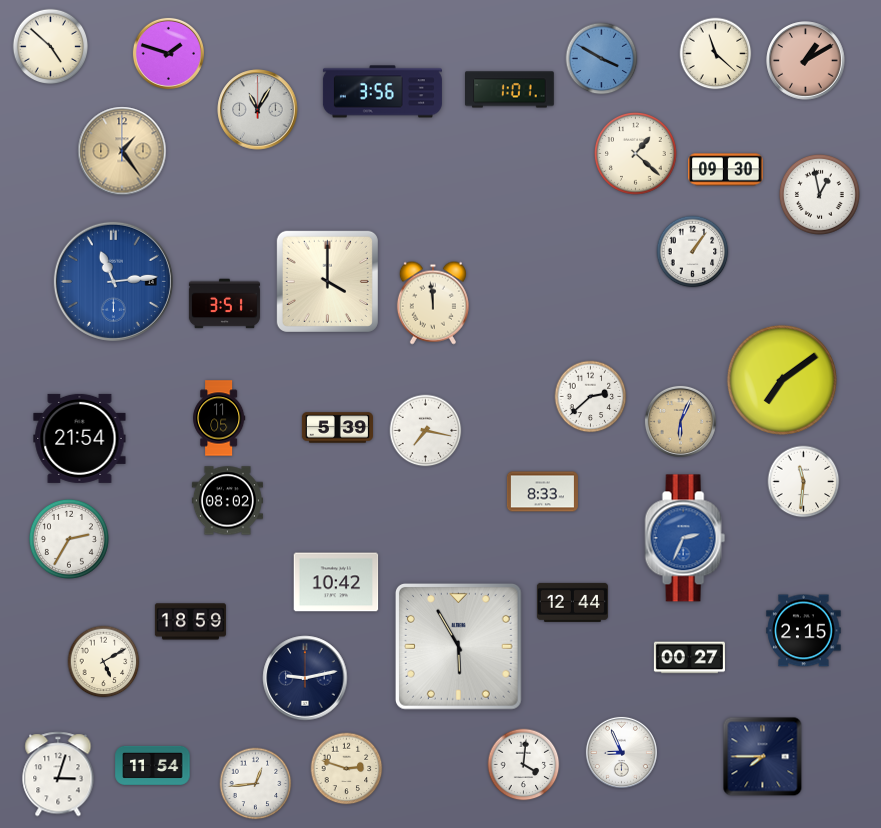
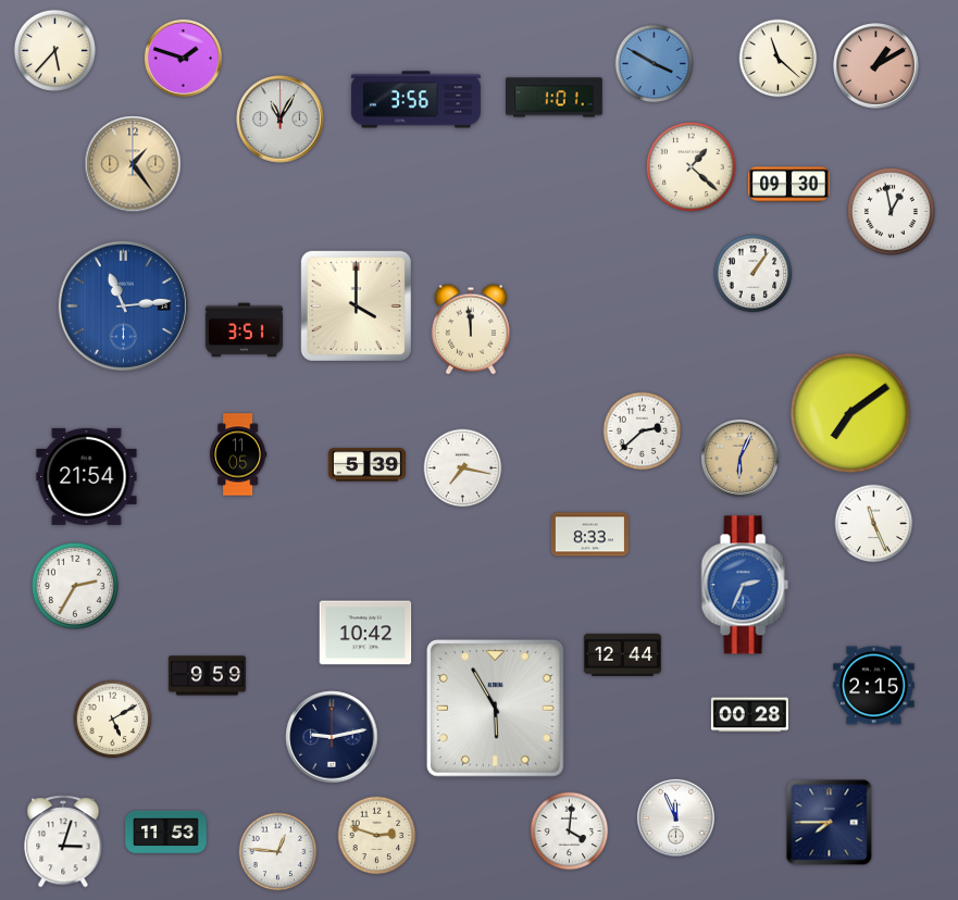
clock at (51, 47): 4:52 -> 5:37
clock at (804, 482): 11:31 -> 11:26
clock at (227, 501): 08:02 -> none
clock at (190, 622): 18:59 -> 9:59
clock at (458, 646) position: (458, 646) -> (495, 708)
clock at (689, 658): 00:27 -> 00:28
clock at (621, 752): 8:56 -> 11:56
clock at (153, 765): 11:54 -> 11:53
clock at (256, 784): 12:44 -> 12:46
